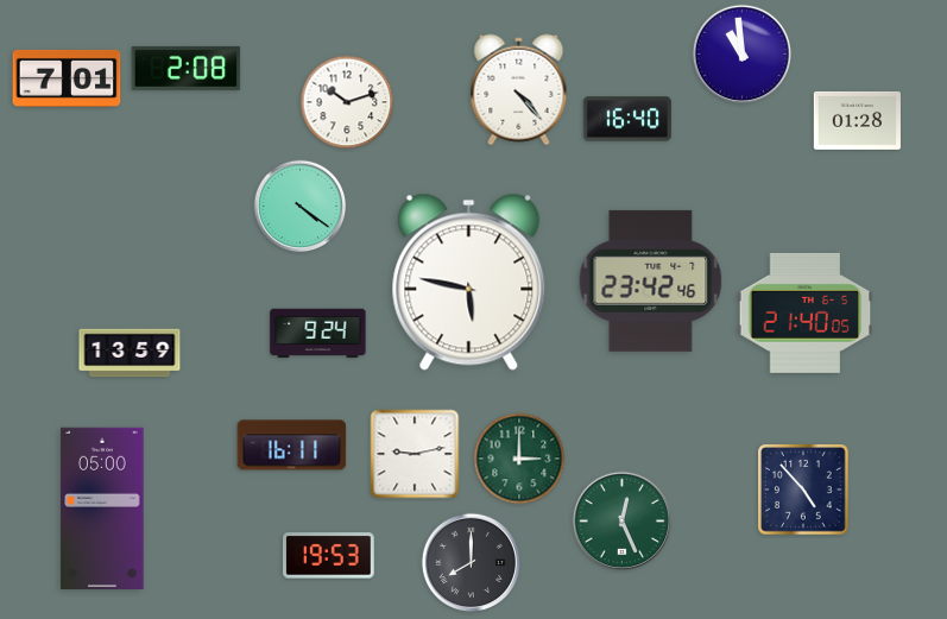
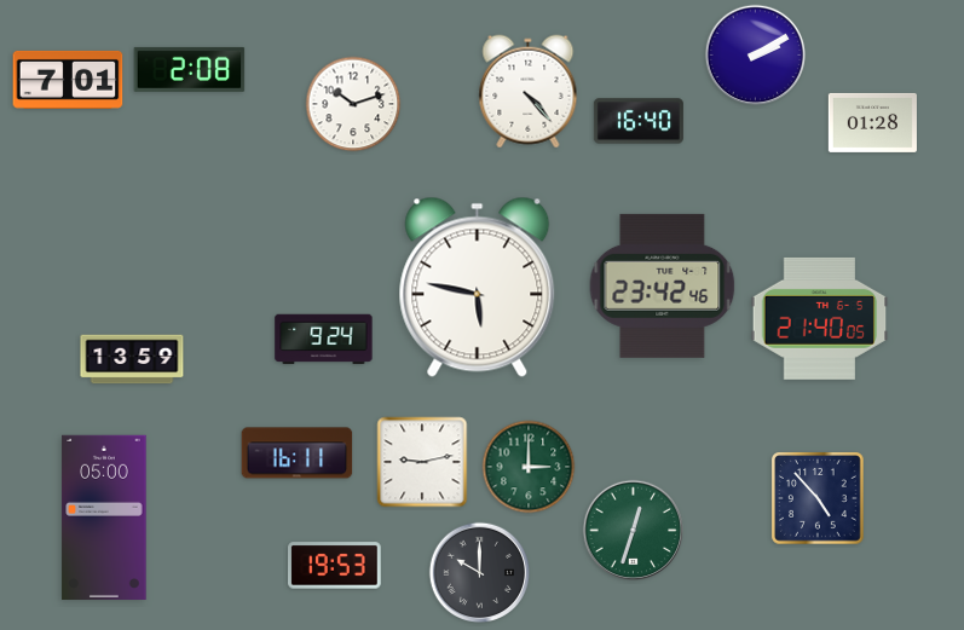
clock at (743, 55): 10:59 -> 2:10
clock at (301, 207): 4:21 -> none
clock at (623, 522): 12:26 -> 12:33
clock at (472, 563): 8:00 -> 10:00
